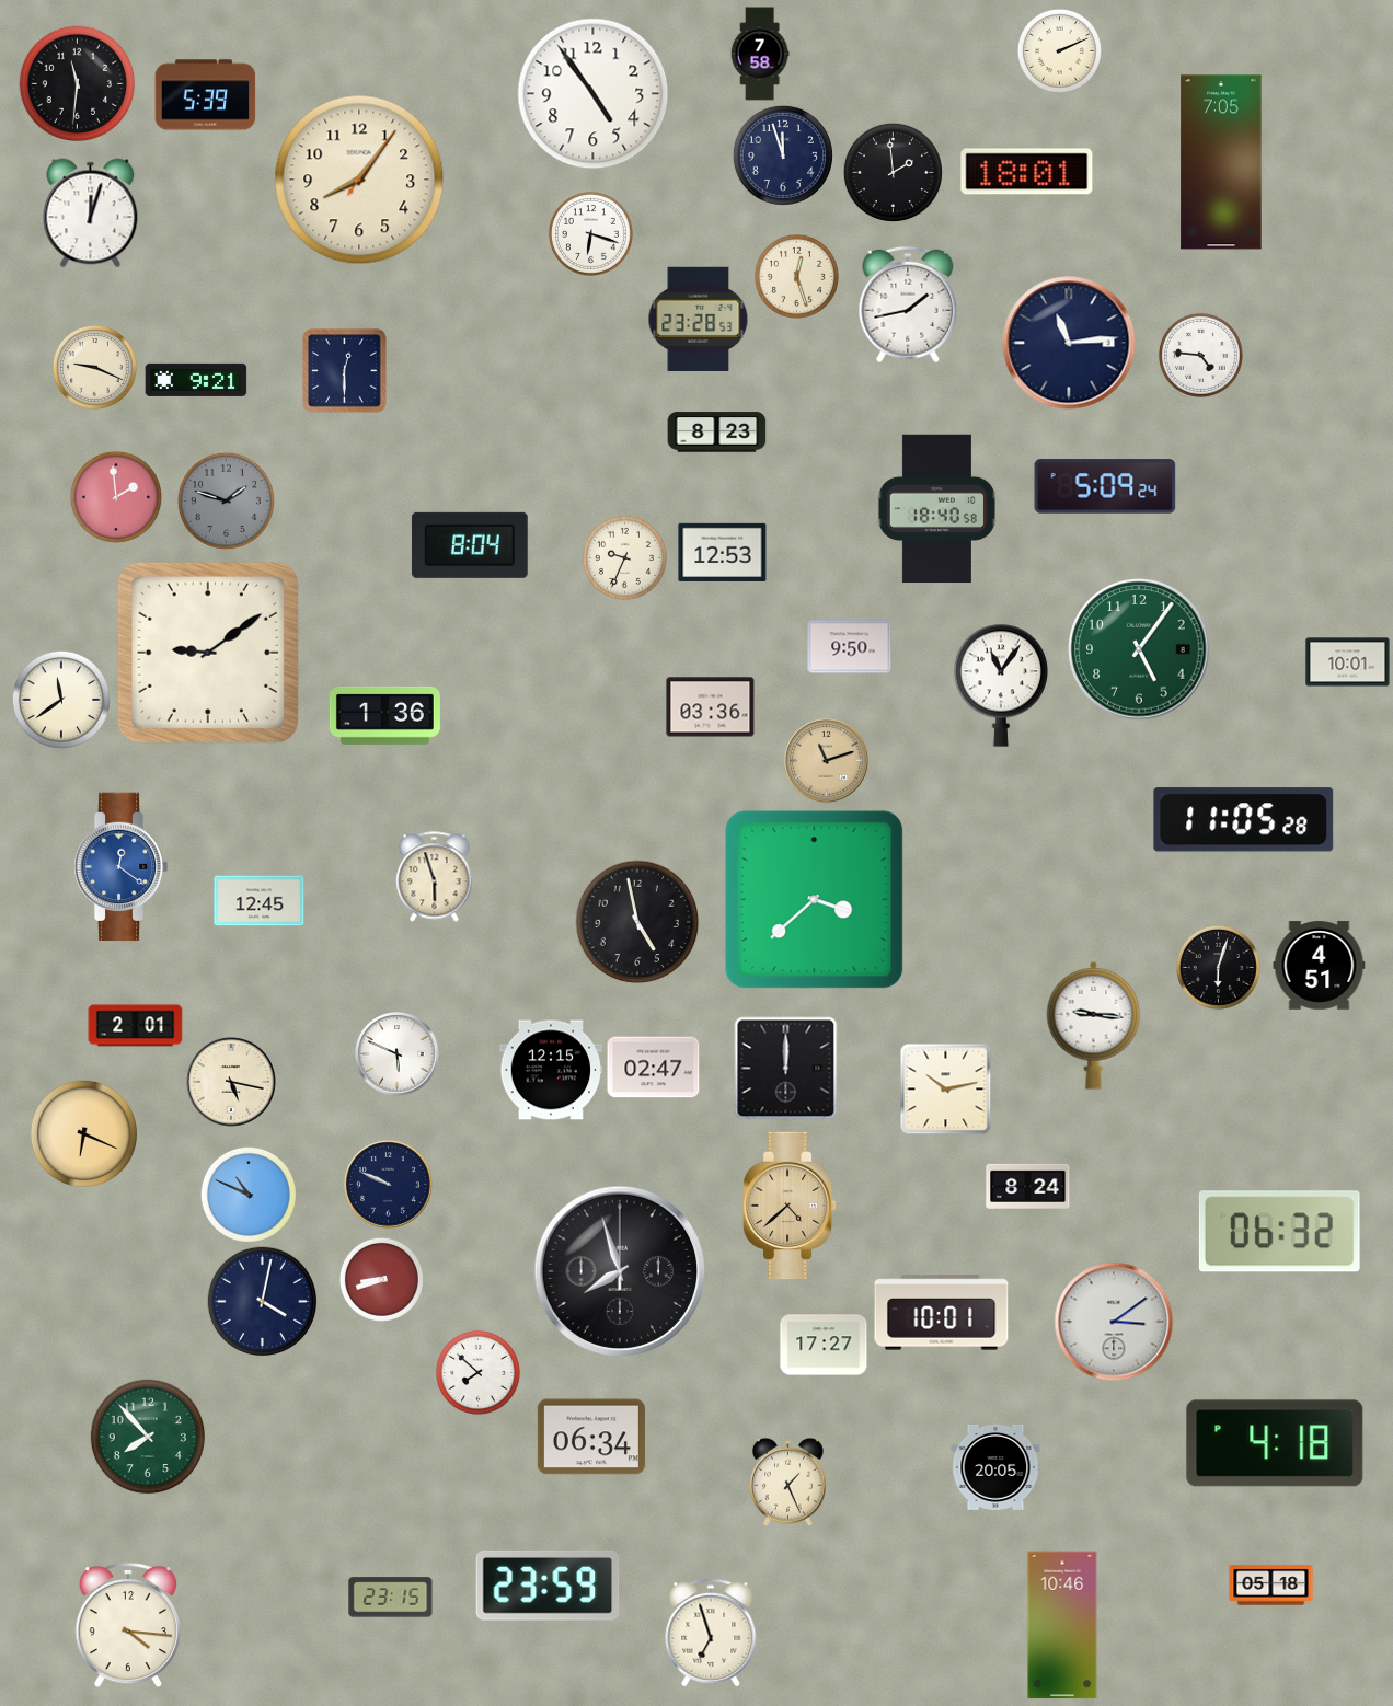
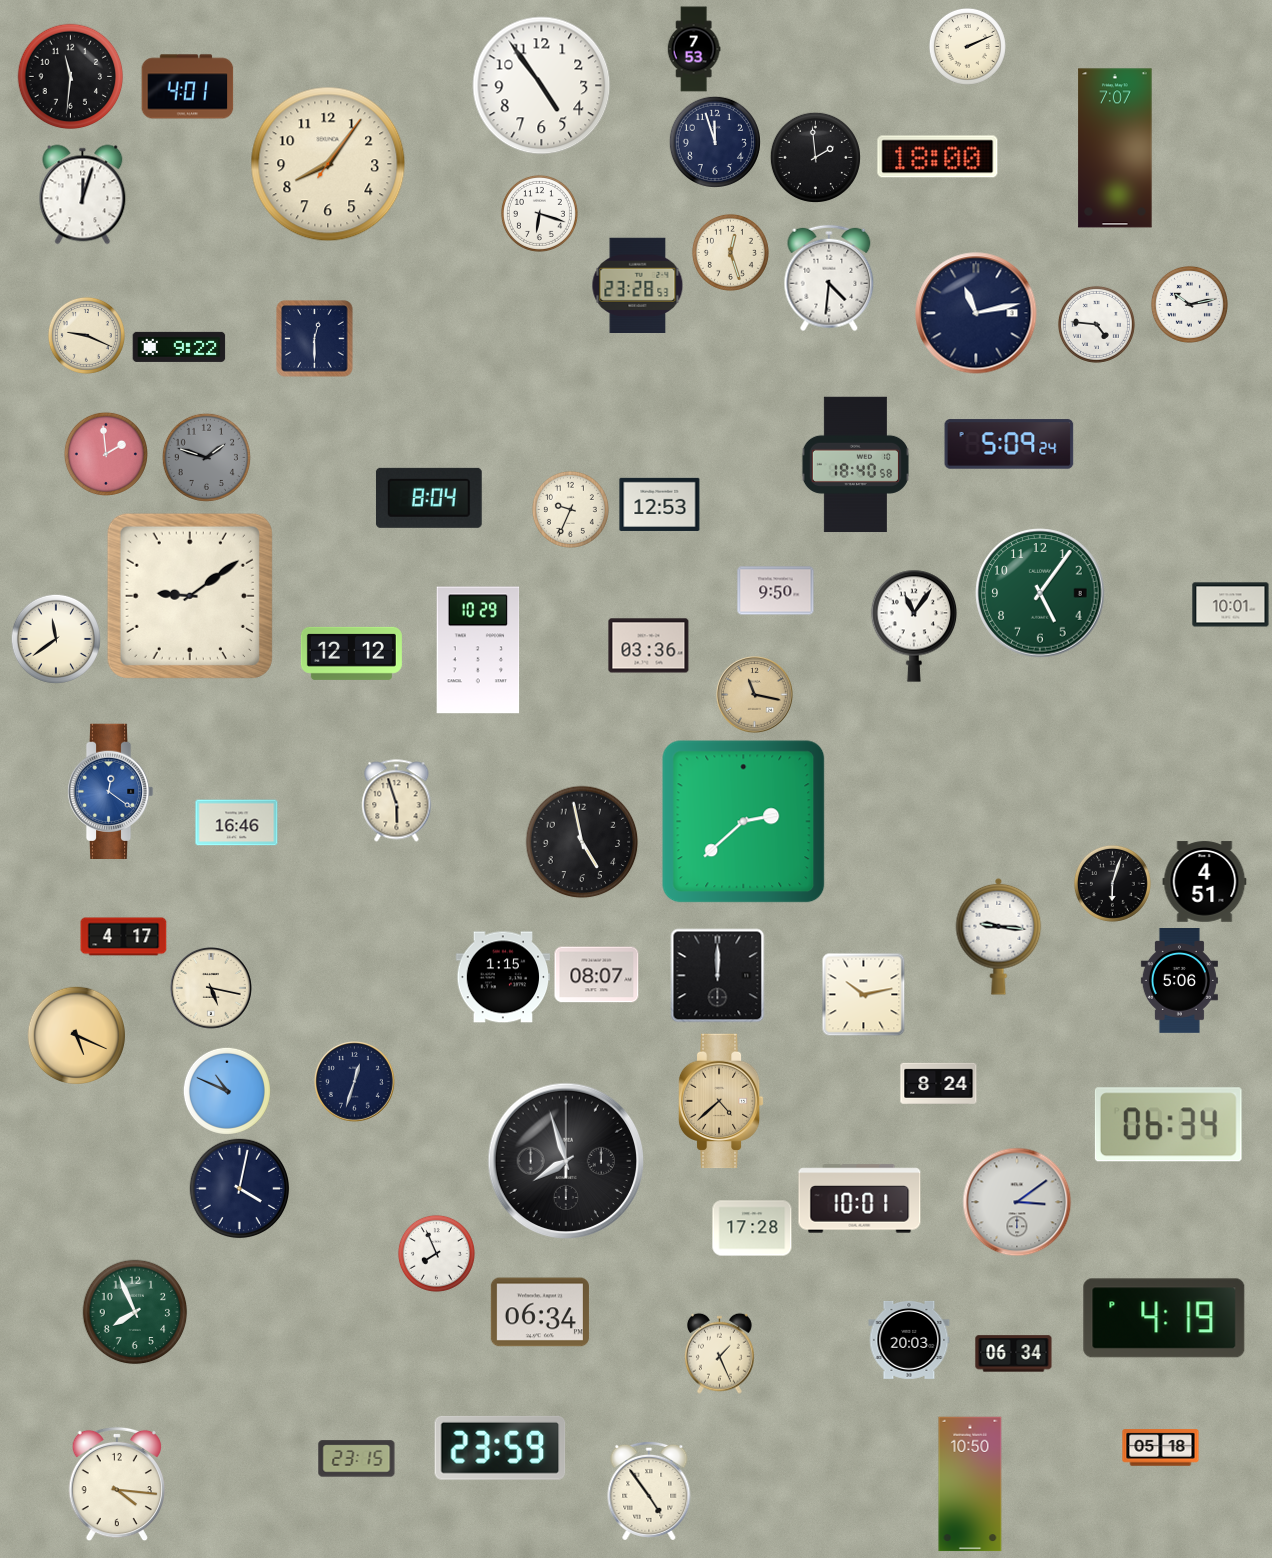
clock at (760, 54): 7:58 -> 7:53
clock at (206, 95): 5:39 -> 4:01
clock at (1221, 162): 7:05 -> 7:07
clock at (1027, 172): 18:01 -> 18:00
clock at (796, 276) position: (796, 276) -> (730, 252)
clock at (908, 304): 1:43 -> 4:31
clock at (699, 319) position: (699, 319) -> (638, 285)
clock at (1189, 304): none -> 10:13
clock at (1069, 343): 11:14 -> 11:13
clock at (196, 380): 9:21 -> 9:22
clock at (717, 433): 8:23 -> none
clock at (478, 650): none -> 10:29
clock at (384, 715): 1:36 -> 12:12
clock at (827, 761): 11:12 -> 11:17
clock at (1244, 820): 11:05 -> none
clock at (815, 900): 3:38 -> 2:38
clock at (260, 901): 12:45 -> 16:46
clock at (136, 1026): 2:01 -> 4:17
clock at (398, 1054): 5:49 -> none
clock at (654, 1068): 02:47 -> 08:07
clock at (551, 1070): 12:15 -> 1:15
clock at (1179, 981): none -> 5:06
clock at (83, 1133): 6:19 -> 5:19
clock at (389, 1185): 9:49 -> 12:33
clock at (1279, 1232): 06:32 -> 06:34
clock at (381, 1279): 8:42 -> none
clock at (1114, 1322) position: (1114, 1322) -> (1017, 1202)
clock at (824, 1345): 17:27 -> 17:28
clock at (477, 1372): 7:52 -> 7:56
clock at (148, 1437): 7:53 -> 7:56
clock at (1275, 1443): 4:18 -> 4:19
clock at (995, 1467): 20:05 -> 20:03
clock at (1014, 1354): none -> 06:34
clock at (1062, 1625): 10:46 -> 10:50
clock at (711, 1633): 6:57 -> 4:54
